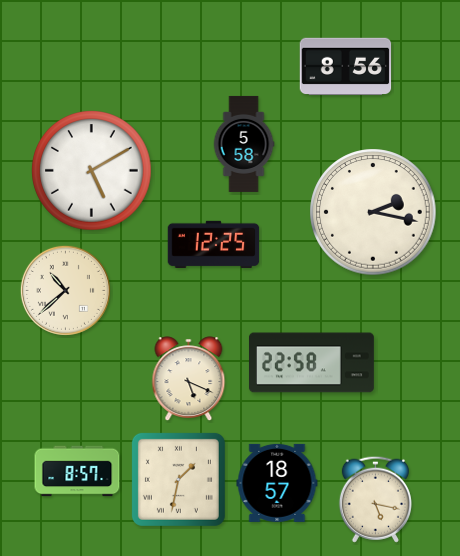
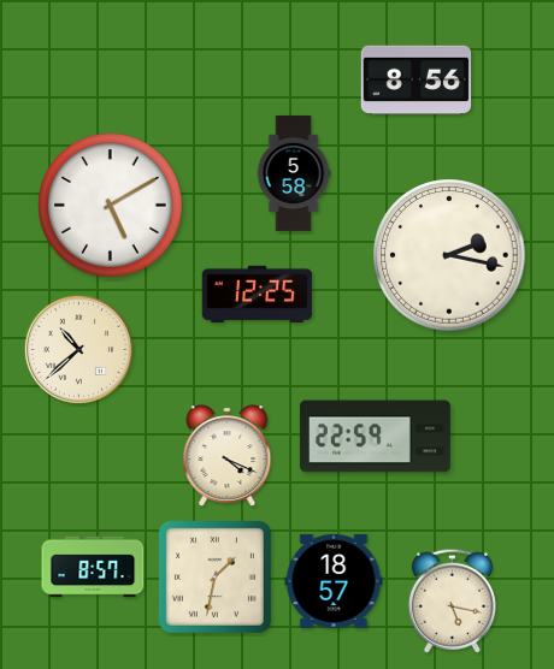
clock at (311, 363): 22:58 -> 22:59
clock at (189, 378): 5:19 -> 4:19
